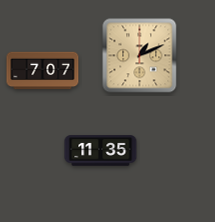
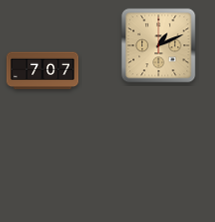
clock at (140, 56) position: (140, 56) -> (159, 46)
clock at (101, 151): 11:35 -> none
